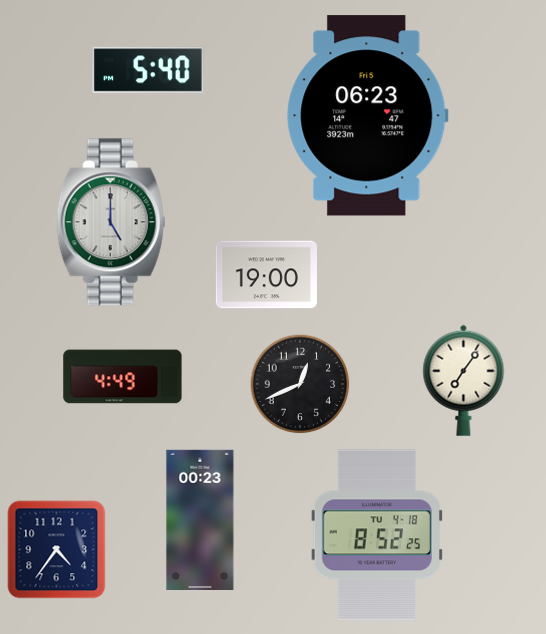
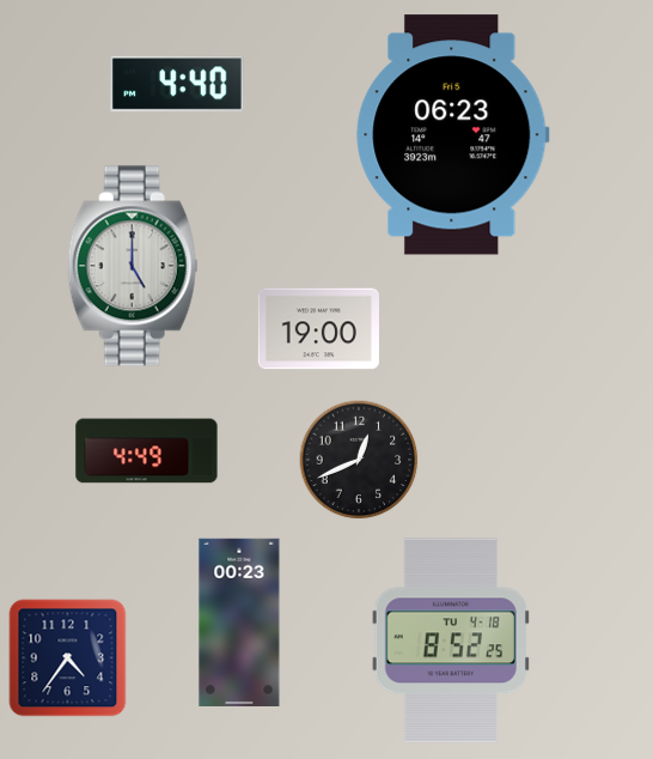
clock at (148, 70): 5:40 -> 4:40
clock at (368, 116) position: (368, 116) -> (453, 135)
clock at (464, 380): 7:06 -> none
